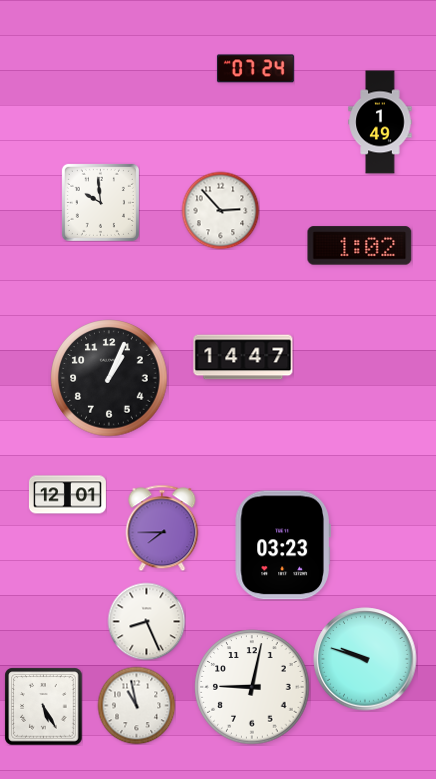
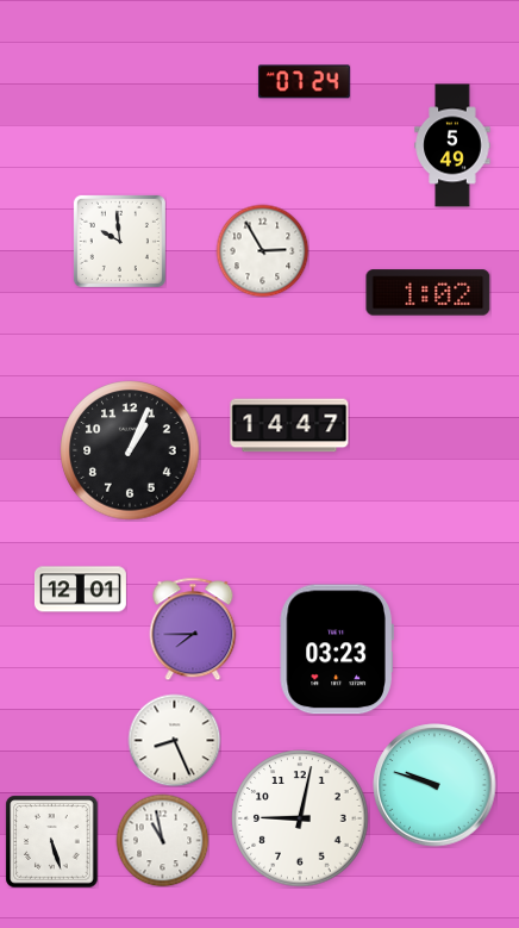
clock at (380, 122): 1:49 -> 5:49
clock at (220, 210): 2:53 -> 2:55
clock at (43, 706): 5:25 -> 5:27
